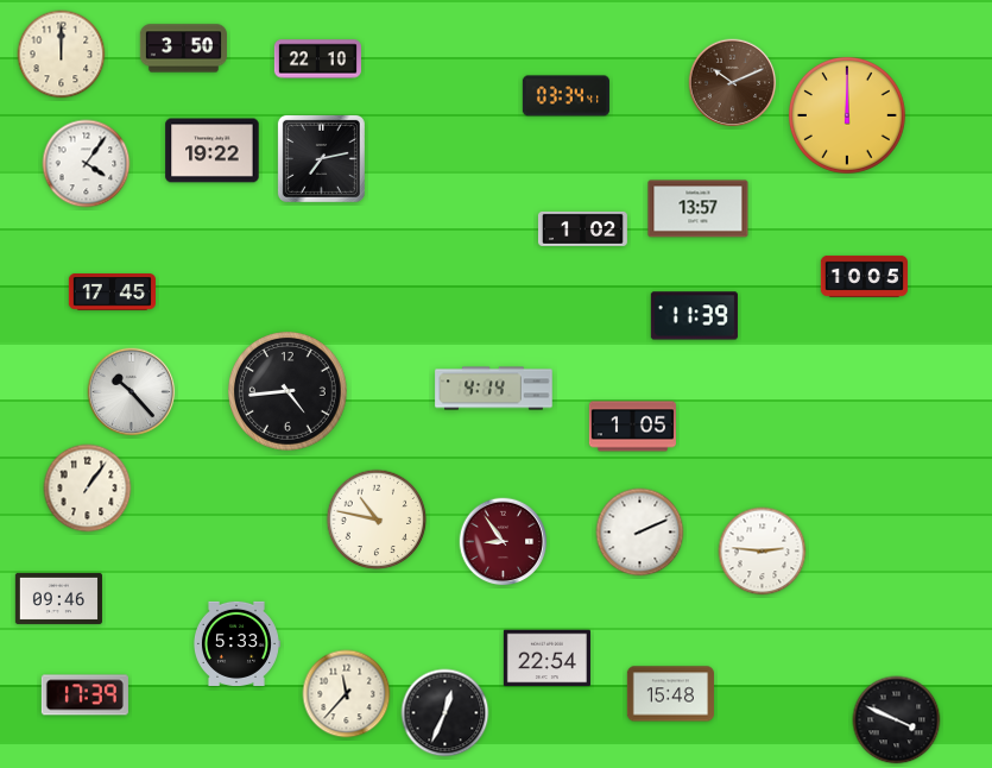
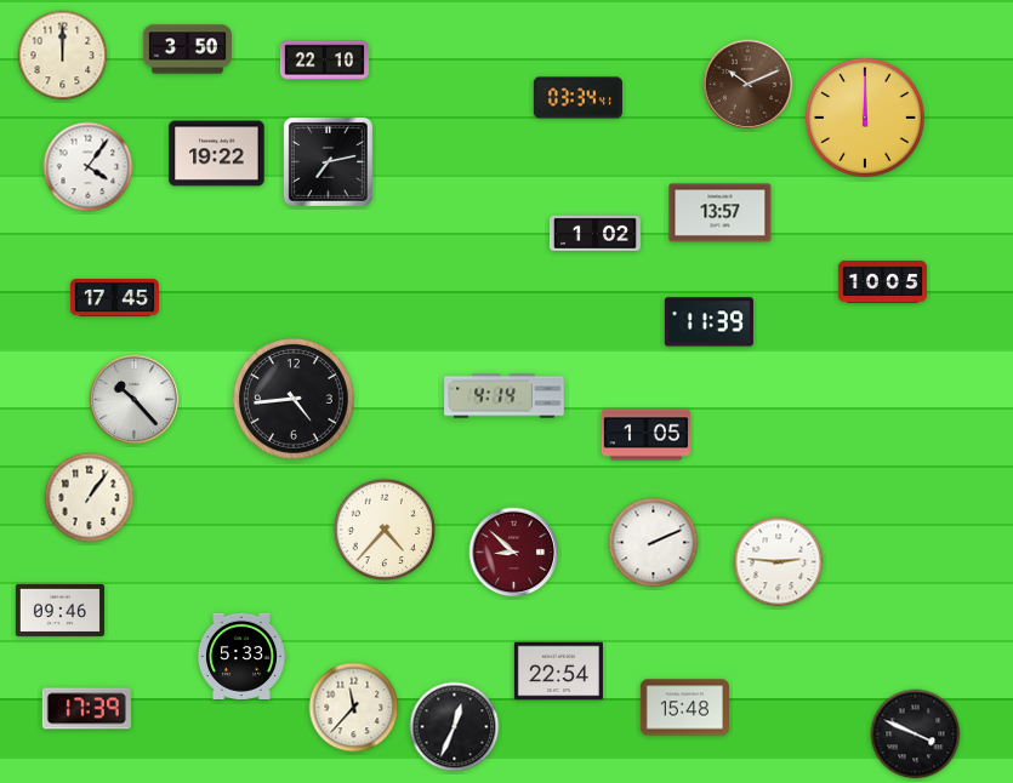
clock at (699, 209) position: (699, 209) -> (721, 213)
clock at (377, 520): 10:47 -> 4:37
clock at (504, 542): 8:54 -> 8:52
